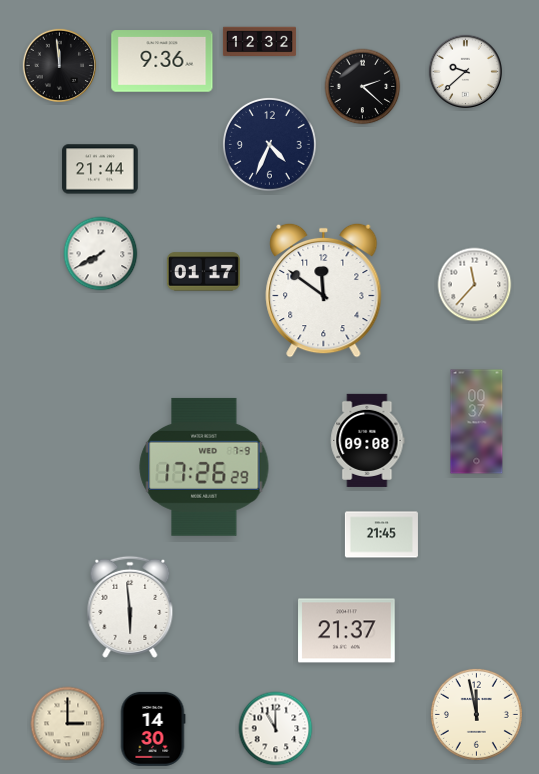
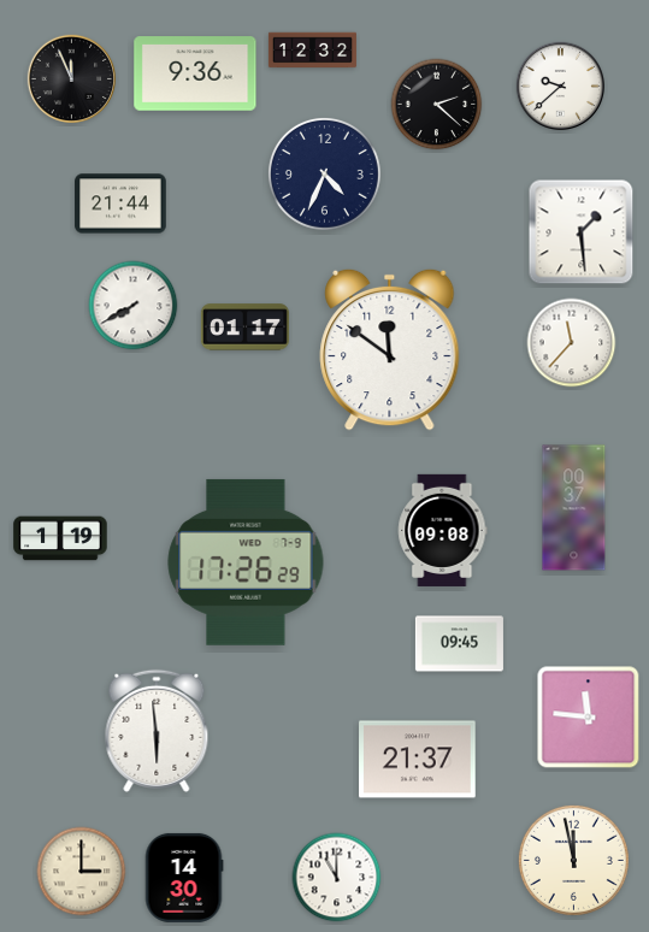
clock at (60, 66): 11:59 -> 11:56
clock at (582, 232): none -> 1:29
clock at (101, 254) position: (101, 254) -> (134, 306)
clock at (60, 538): none -> 1:19
clock at (381, 535): 21:45 -> 09:45
clock at (589, 718): none -> 11:46
clock at (276, 729) position: (276, 729) -> (337, 878)
